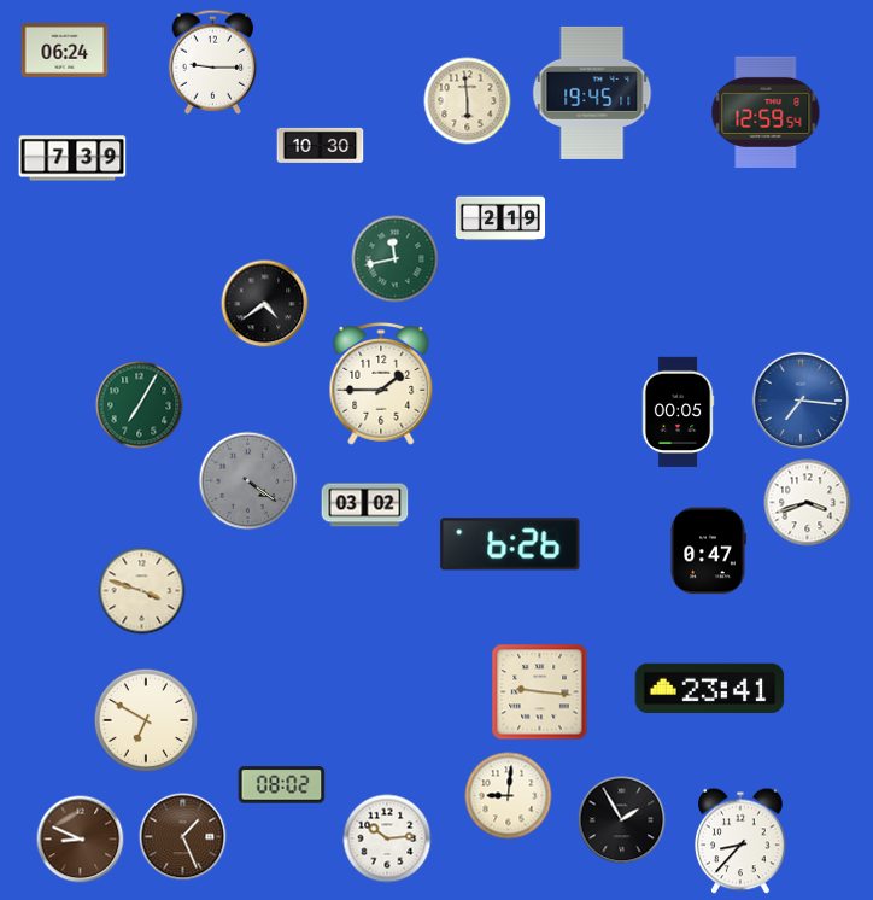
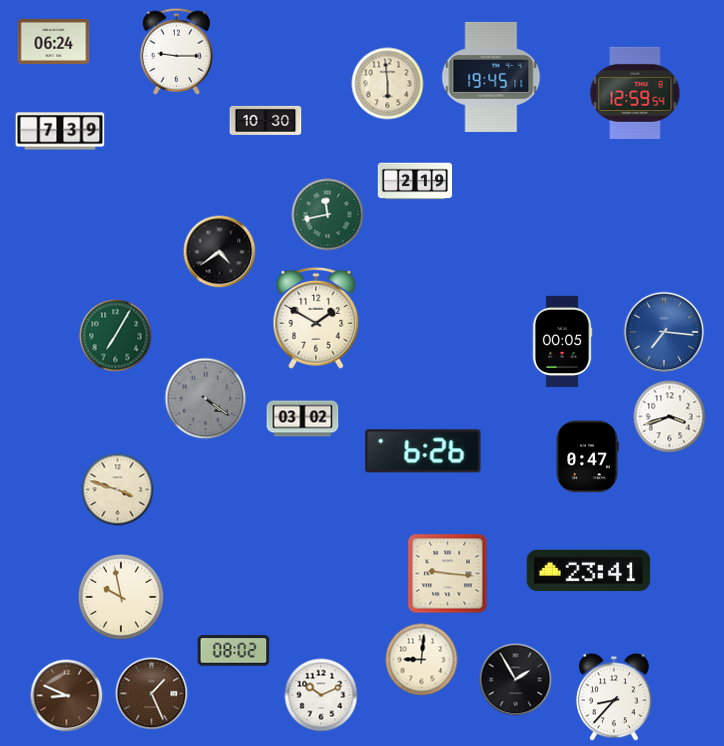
clock at (381, 384): 1:45 -> 1:50
clock at (146, 720): 6:50 -> 9:58
clock at (387, 838): 10:14 -> 10:11
